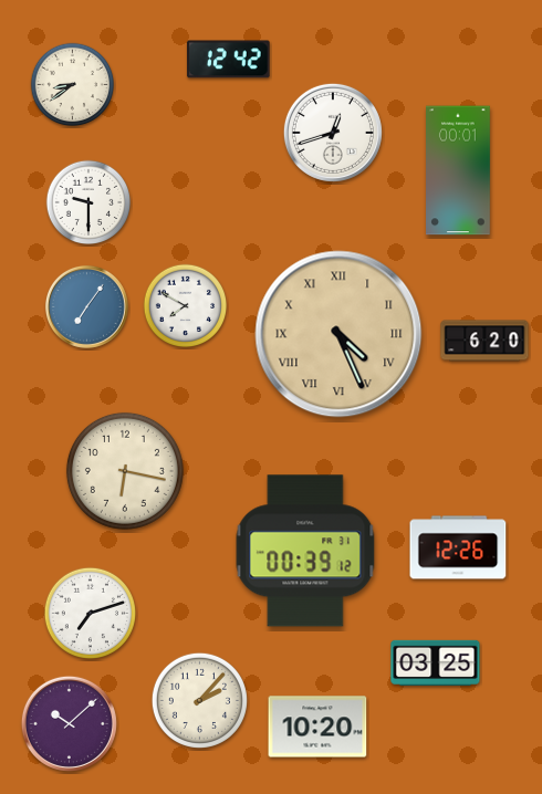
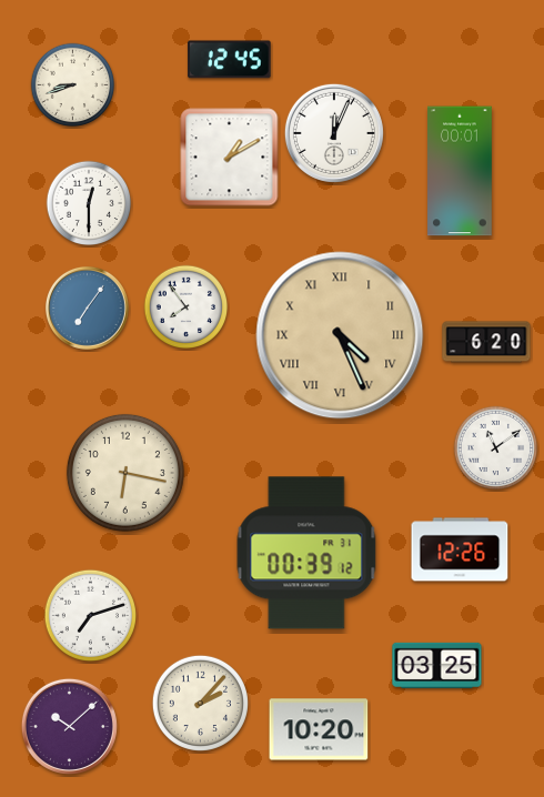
clock at (229, 60): 12:42 -> 12:45
clock at (73, 85): 8:39 -> 8:42
clock at (333, 133): 12:42 -> 12:04
clock at (230, 158): none -> 1:10
clock at (88, 202): 9:30 -> 12:30
clock at (186, 306): 7:50 -> 7:54
clock at (496, 448): none -> 11:09
